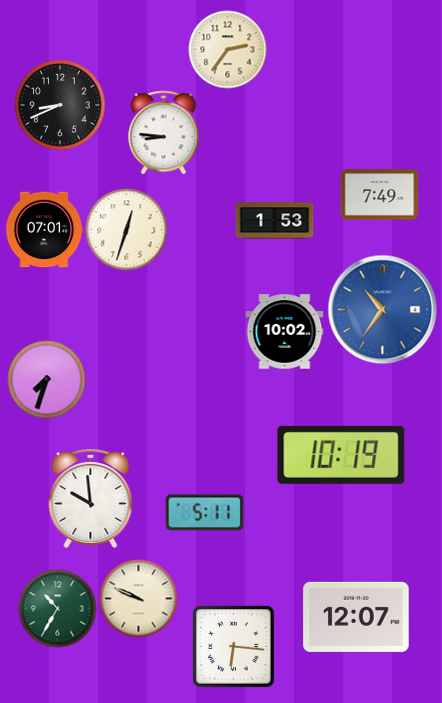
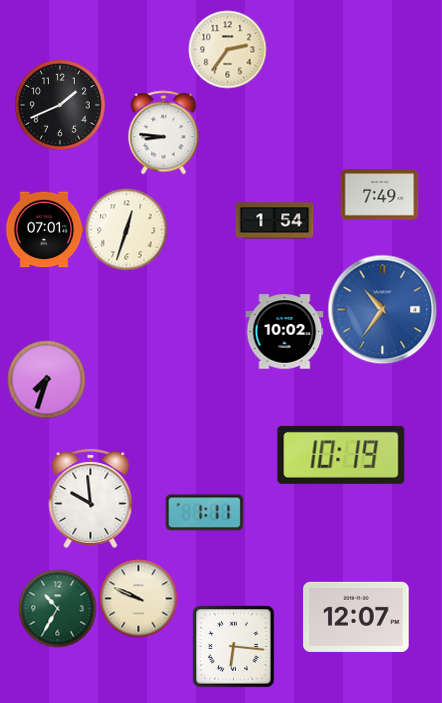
clock at (60, 105): 8:41 -> 1:41
clock at (274, 221): 1:53 -> 1:54
clock at (204, 513): 5:11 -> 1:11
